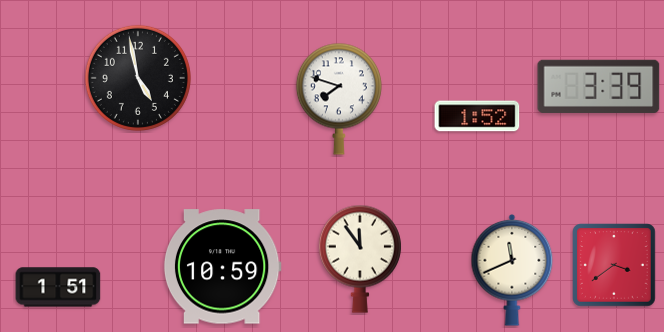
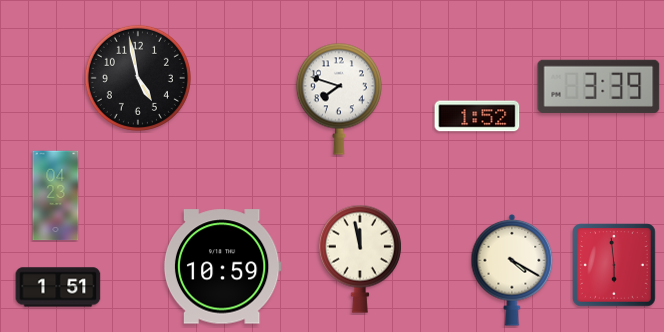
clock at (56, 196): none -> 04:23
clock at (360, 259): 11:54 -> 11:58
clock at (614, 265): 3:39 -> 5:59
clock at (512, 270): 11:41 -> 4:20
